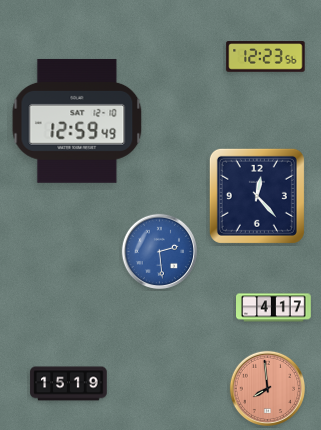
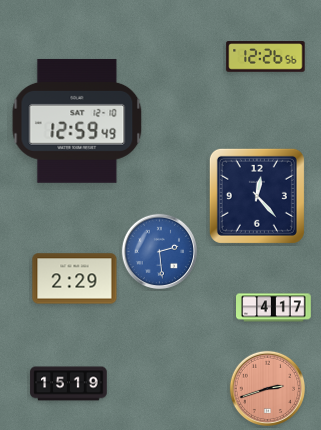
clock at (266, 57): 12:23 -> 12:26
clock at (75, 279): none -> 2:29
clock at (267, 388): 7:59 -> 2:42
